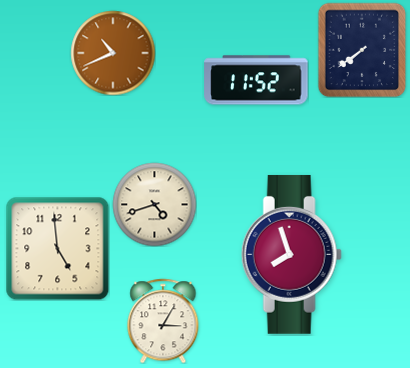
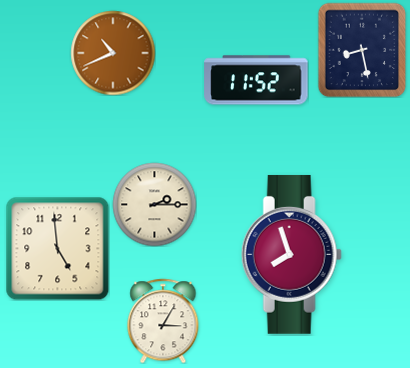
clock at (362, 50): 7:39 -> 8:28
clock at (154, 204): 4:42 -> 2:15
